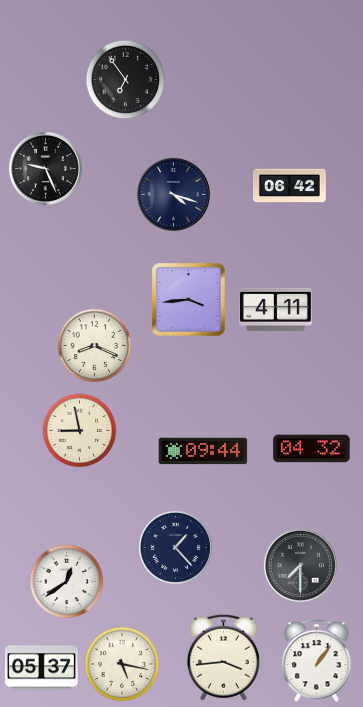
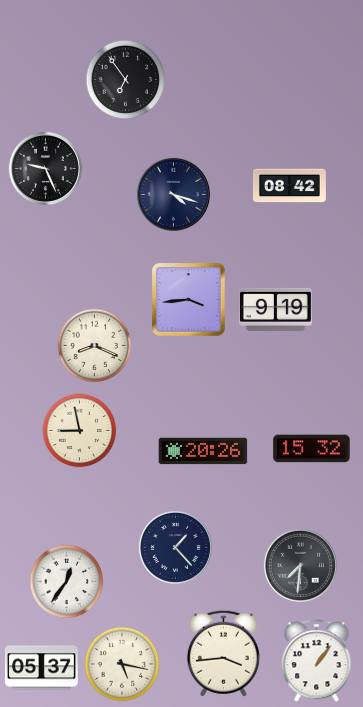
clock at (289, 186): 06:42 -> 08:42
clock at (275, 309): 4:11 -> 9:19
clock at (312, 449): 04:32 -> 15:32
clock at (203, 451): 09:44 -> 20:26
clock at (300, 565): 7:30 -> 7:31
clock at (67, 582): 12:39 -> 12:36
clock at (223, 657) position: (223, 657) -> (223, 653)
